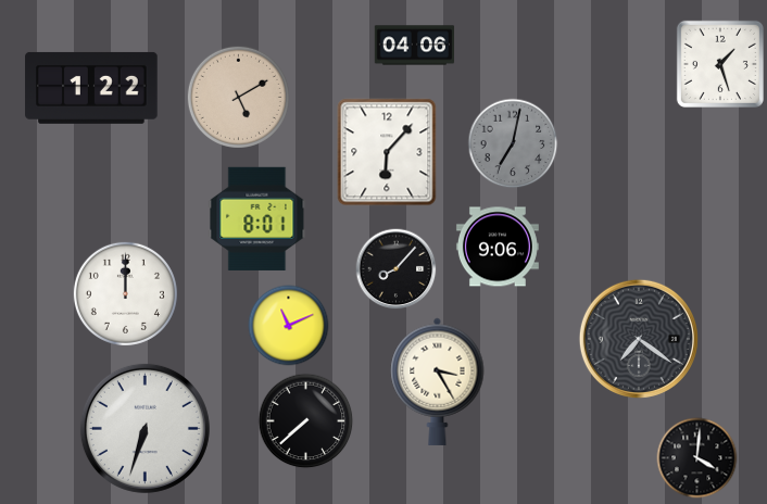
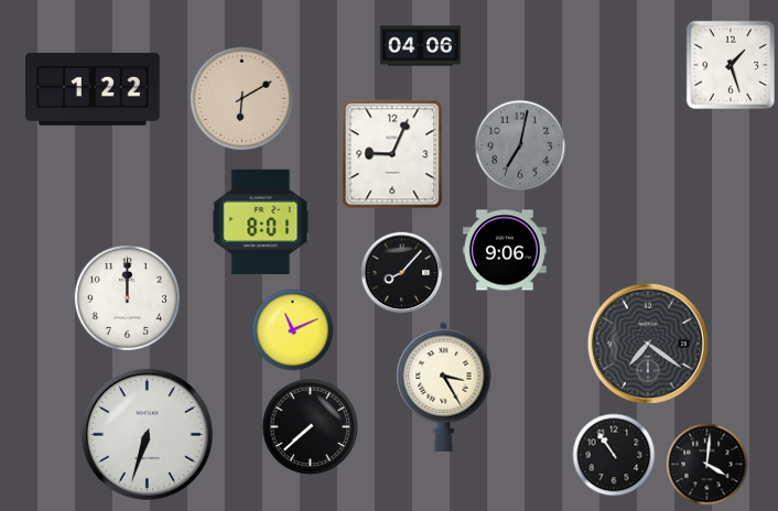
clock at (238, 97): 5:10 -> 6:10
clock at (387, 152): 6:07 -> 9:04
clock at (614, 455): none -> 10:54
